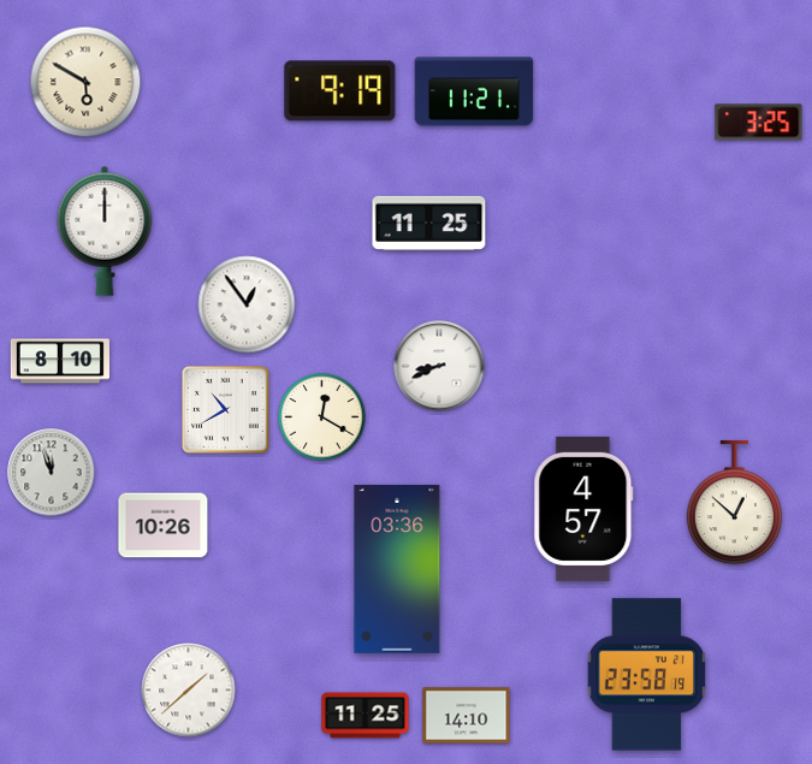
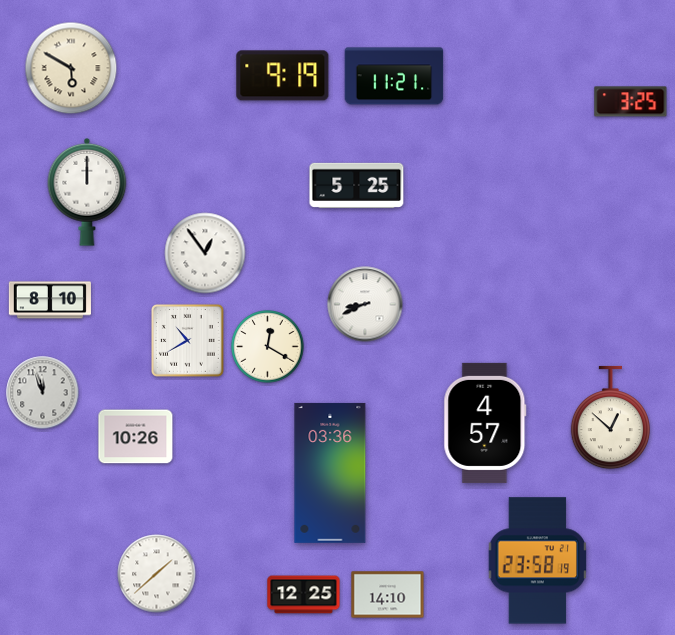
clock at (429, 223): 11:25 -> 5:25
clock at (366, 716): 11:25 -> 12:25
